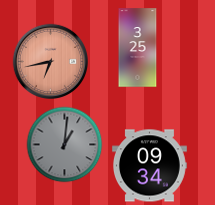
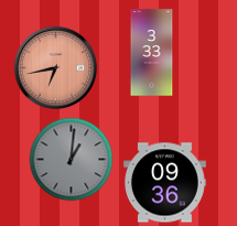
clock at (138, 48): 3:25 -> 3:33
clock at (150, 166): 09:34 -> 09:36
